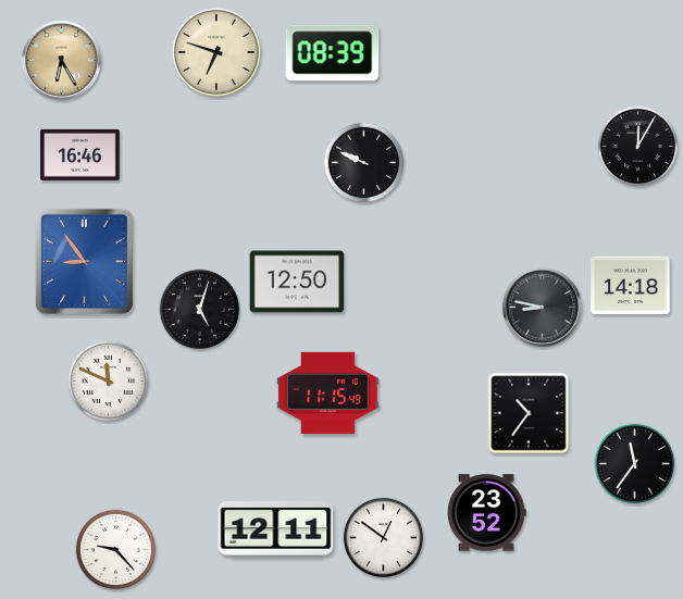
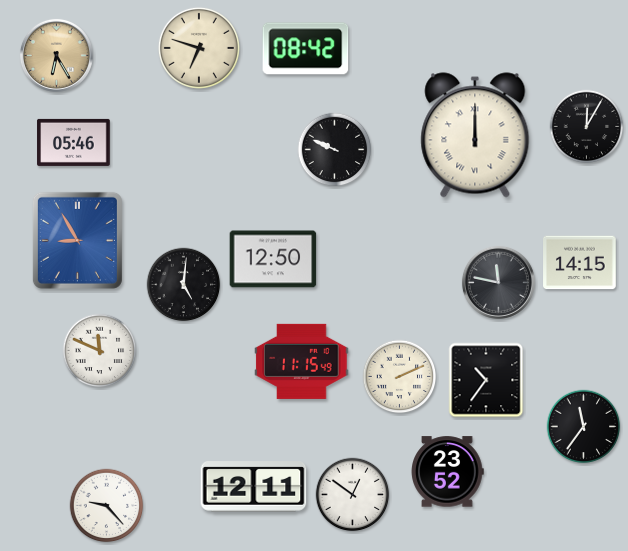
clock at (333, 53): 08:39 -> 08:42
clock at (475, 135): none -> 12:00
clock at (638, 147) position: (638, 147) -> (587, 127)
clock at (80, 154): 16:46 -> 05:46
clock at (84, 261): 8:54 -> 8:55
clock at (631, 286): 14:18 -> 14:15
clock at (542, 307): 8:47 -> 11:47
clock at (200, 310): 5:03 -> 5:01
clock at (400, 377): none -> 2:11
